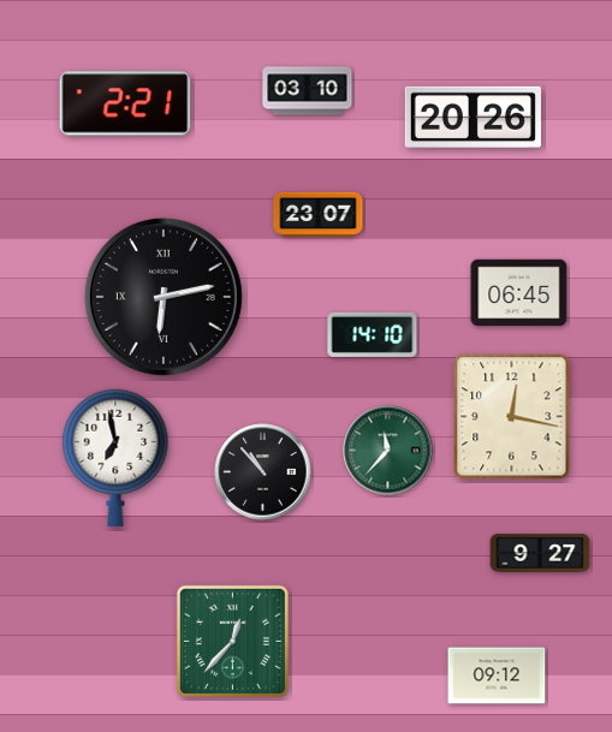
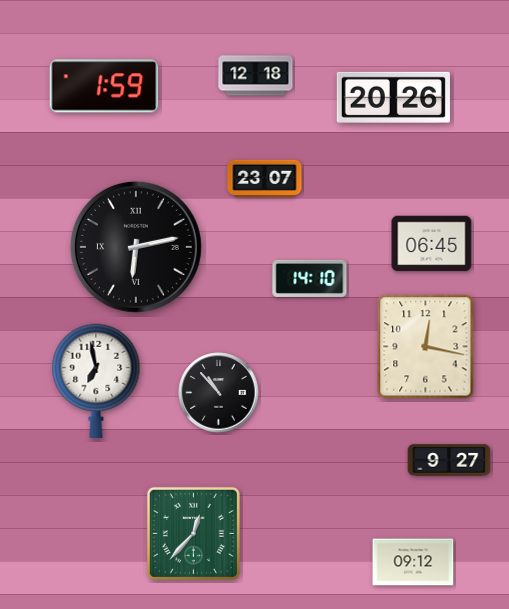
clock at (308, 91): 03:10 -> 12:18
clock at (125, 103): 2:21 -> 1:59
clock at (388, 451): 11:37 -> none
